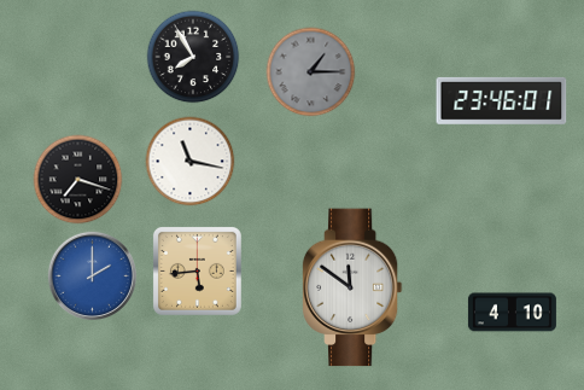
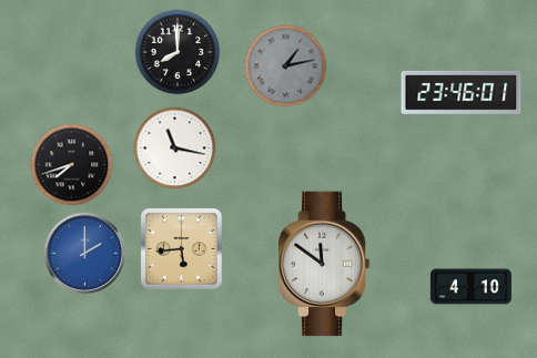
clock at (193, 57): 7:55 -> 8:00
clock at (311, 72): 1:15 -> 1:13
clock at (78, 180): 7:18 -> 7:42
